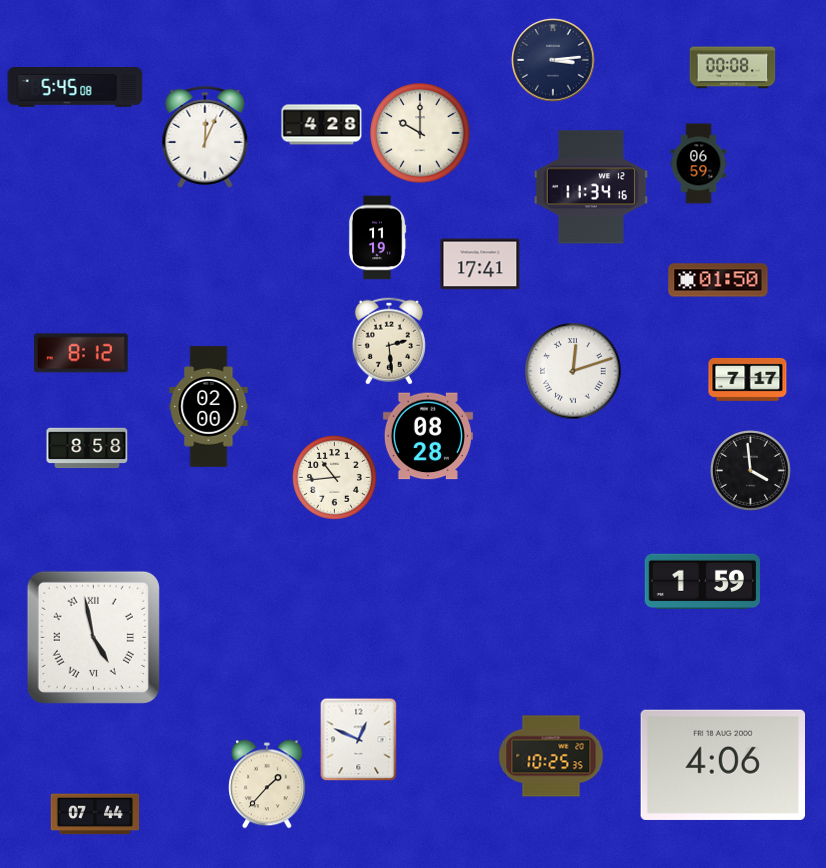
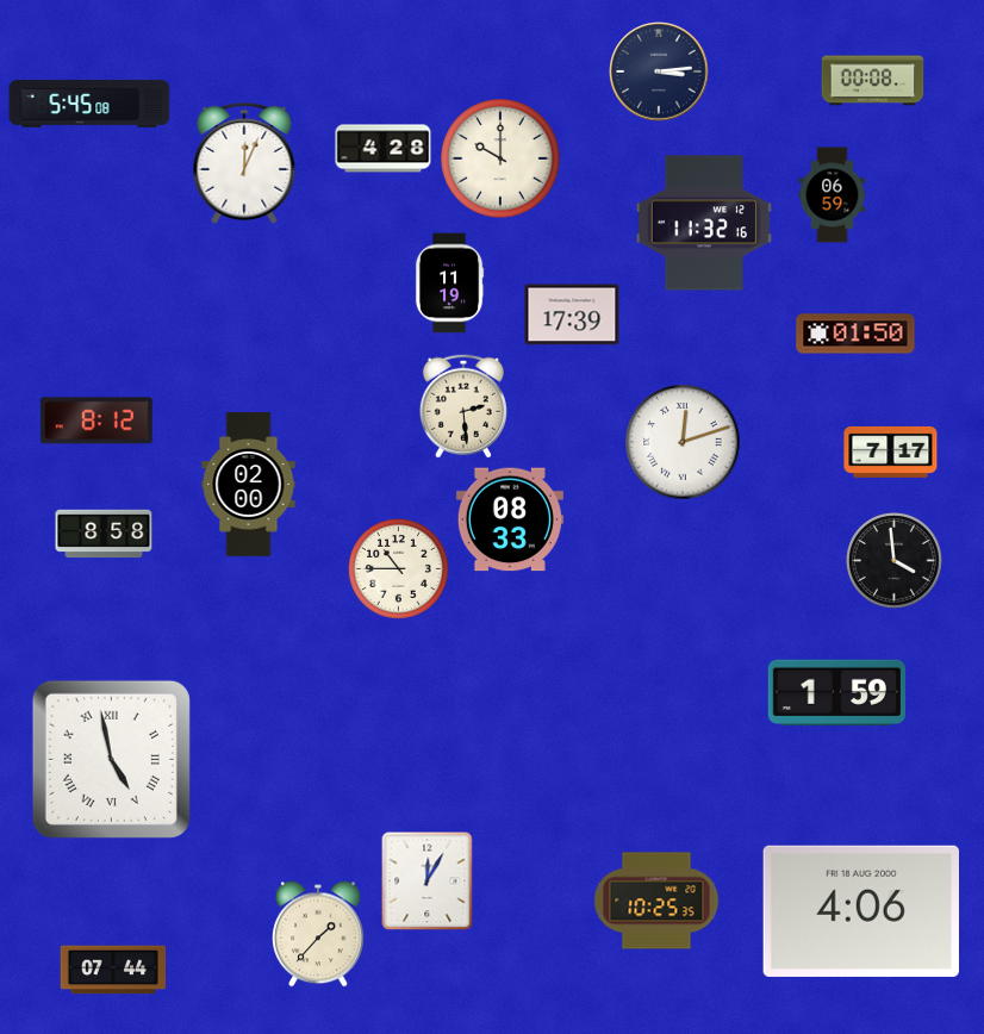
clock at (591, 187): 11:34 -> 11:32
clock at (480, 264): 17:41 -> 17:39
clock at (428, 436): 08:28 -> 08:33
clock at (335, 478): 10:44 -> 10:45
clock at (359, 740): 12:49 -> 12:05
